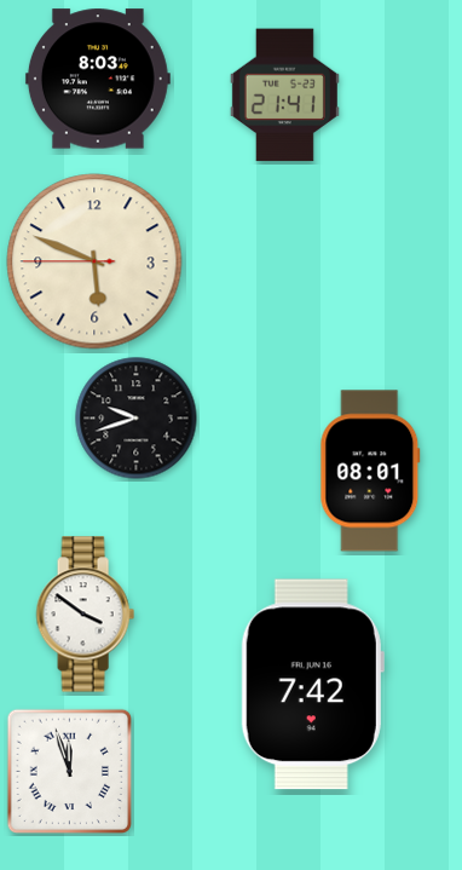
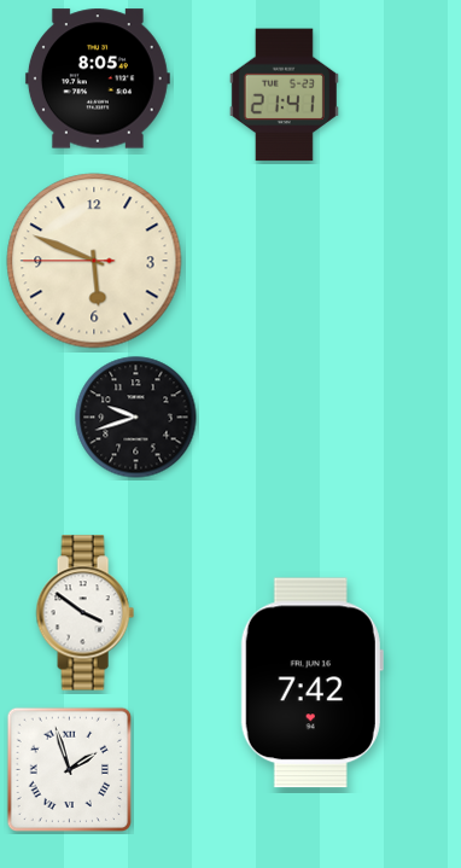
clock at (98, 79): 8:03 -> 8:05
clock at (370, 471): 08:01 -> none
clock at (69, 771): 11:57 -> 1:57
